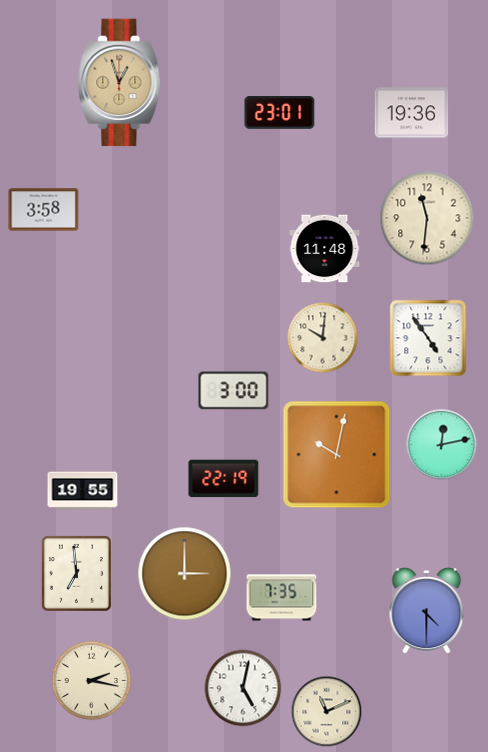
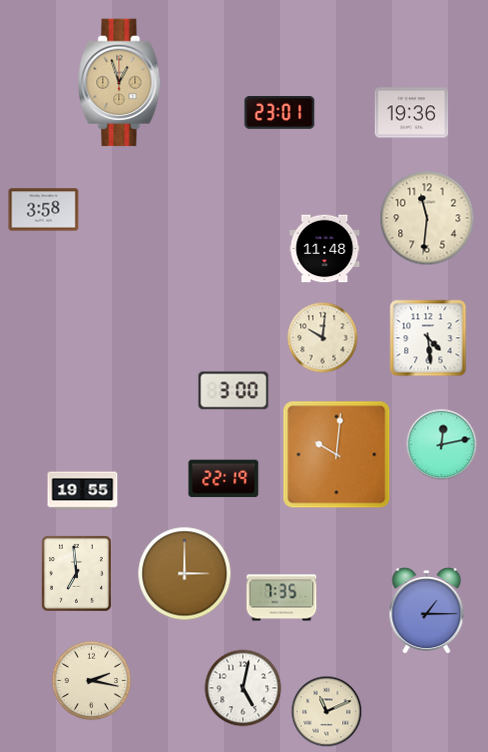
clock at (428, 338): 4:54 -> 4:29
clock at (337, 455): 10:02 -> 10:01
clock at (427, 611): 4:30 -> 1:15
